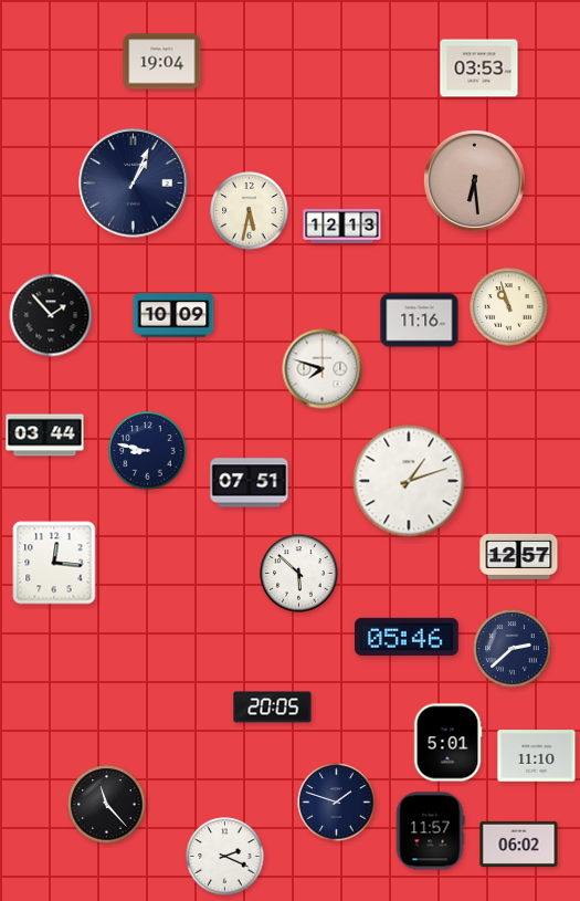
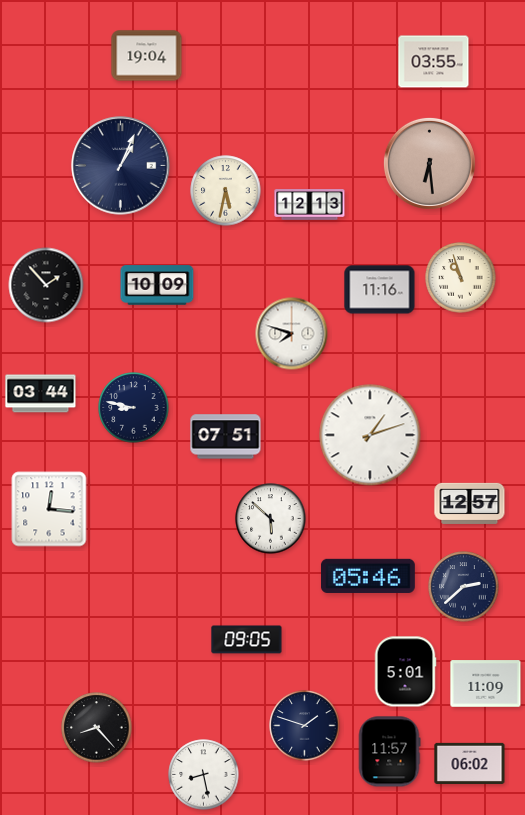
clock at (479, 69): 03:53 -> 03:55
clock at (273, 708): 20:05 -> 09:05
clock at (537, 756): 11:10 -> 11:09
clock at (107, 805): 11:23 -> 8:23
clock at (225, 857): 2:19 -> 8:28
